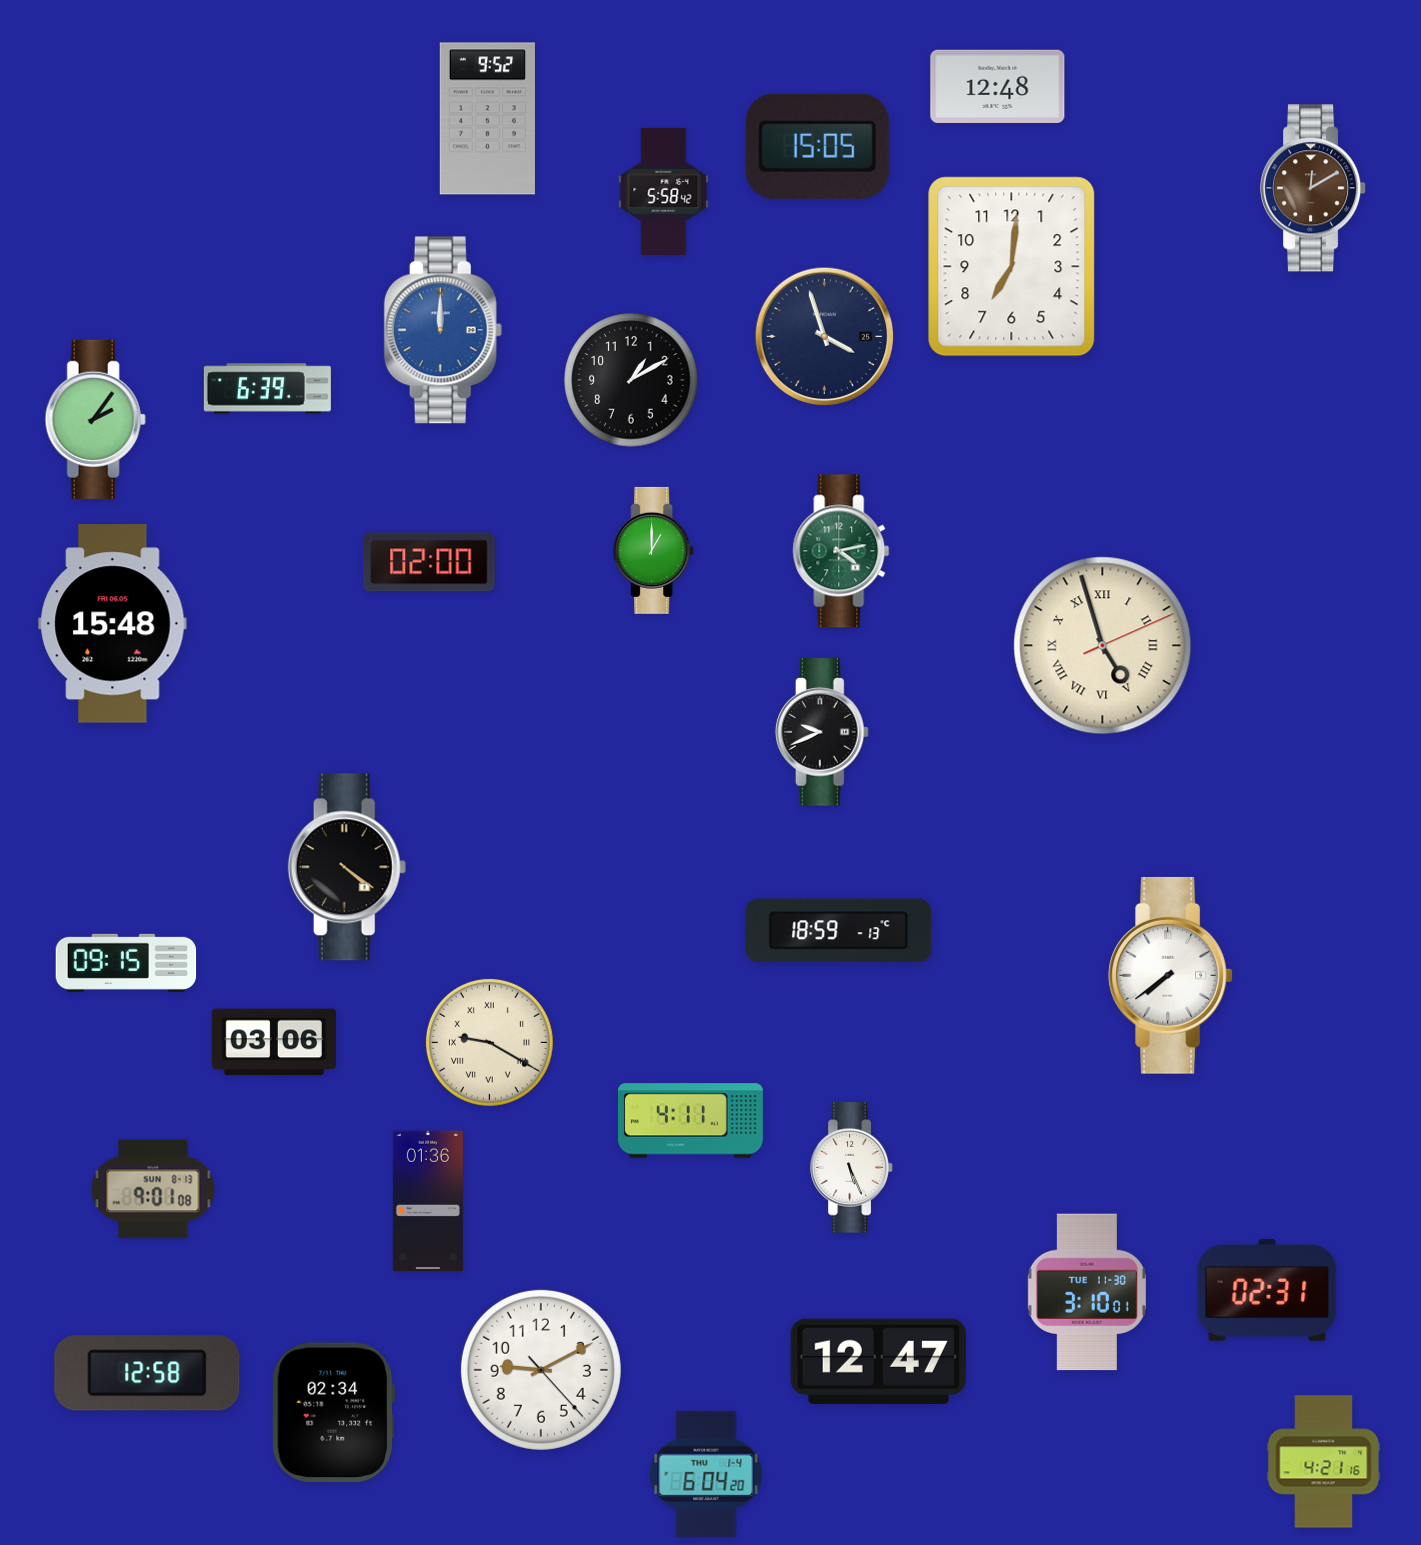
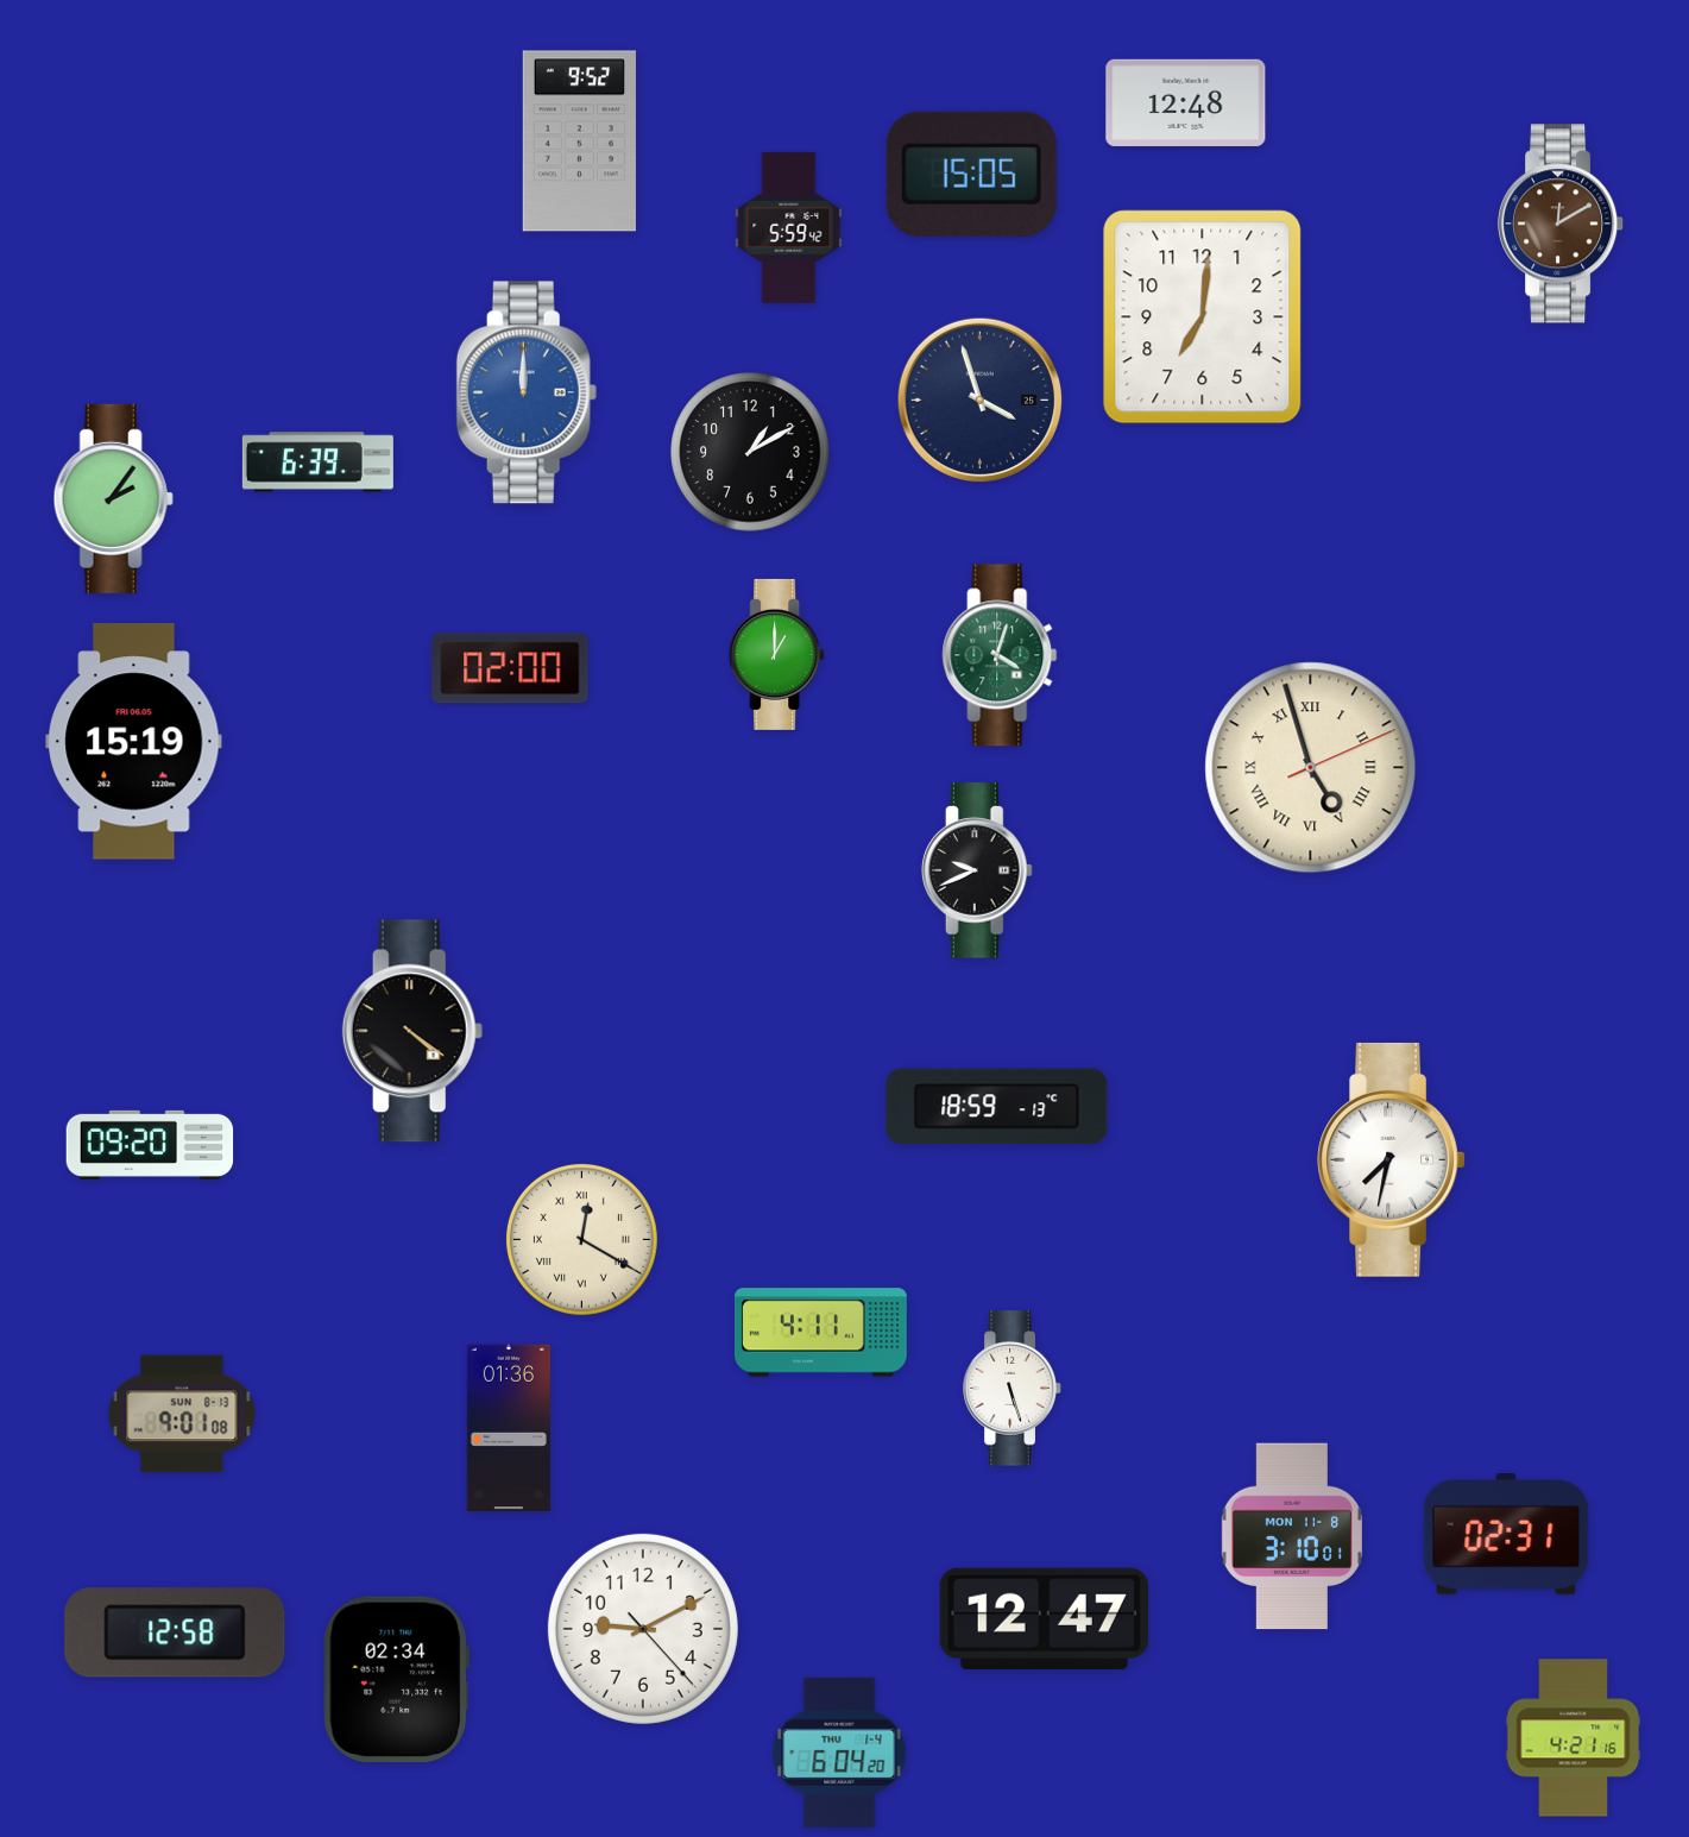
clock at (664, 191): 5:58 -> 5:59
clock at (841, 551): 4:13 -> 4:03
clock at (113, 624): 15:48 -> 15:19
clock at (126, 963): 09:15 -> 09:20
clock at (1171, 975): 7:39 -> 7:32
clock at (273, 1042): 03:06 -> none
clock at (489, 1042): 9:20 -> 12:20
clock at (852, 1168): 5:26 -> 5:27
clock at (1087, 1292) date: TUE 11-30 -> MON 11-8
